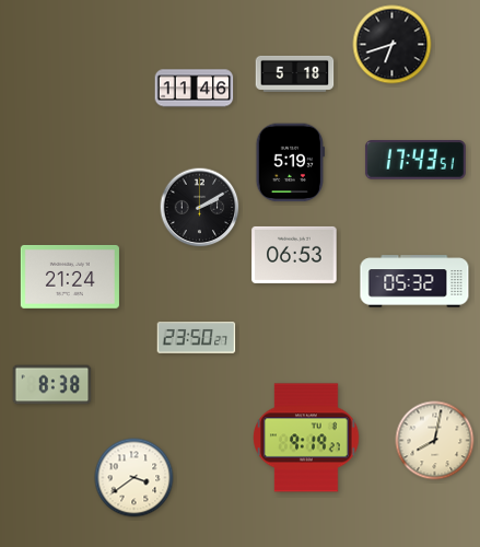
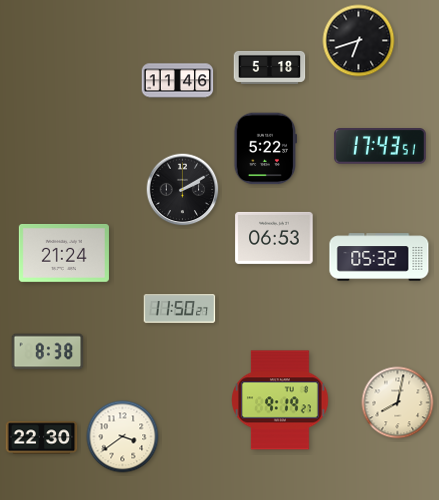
clock at (290, 163): 5:19 -> 5:22
clock at (294, 255) position: (294, 255) -> (274, 238)
clock at (197, 338): 23:50 -> 11:50
clock at (42, 438): none -> 22:30
